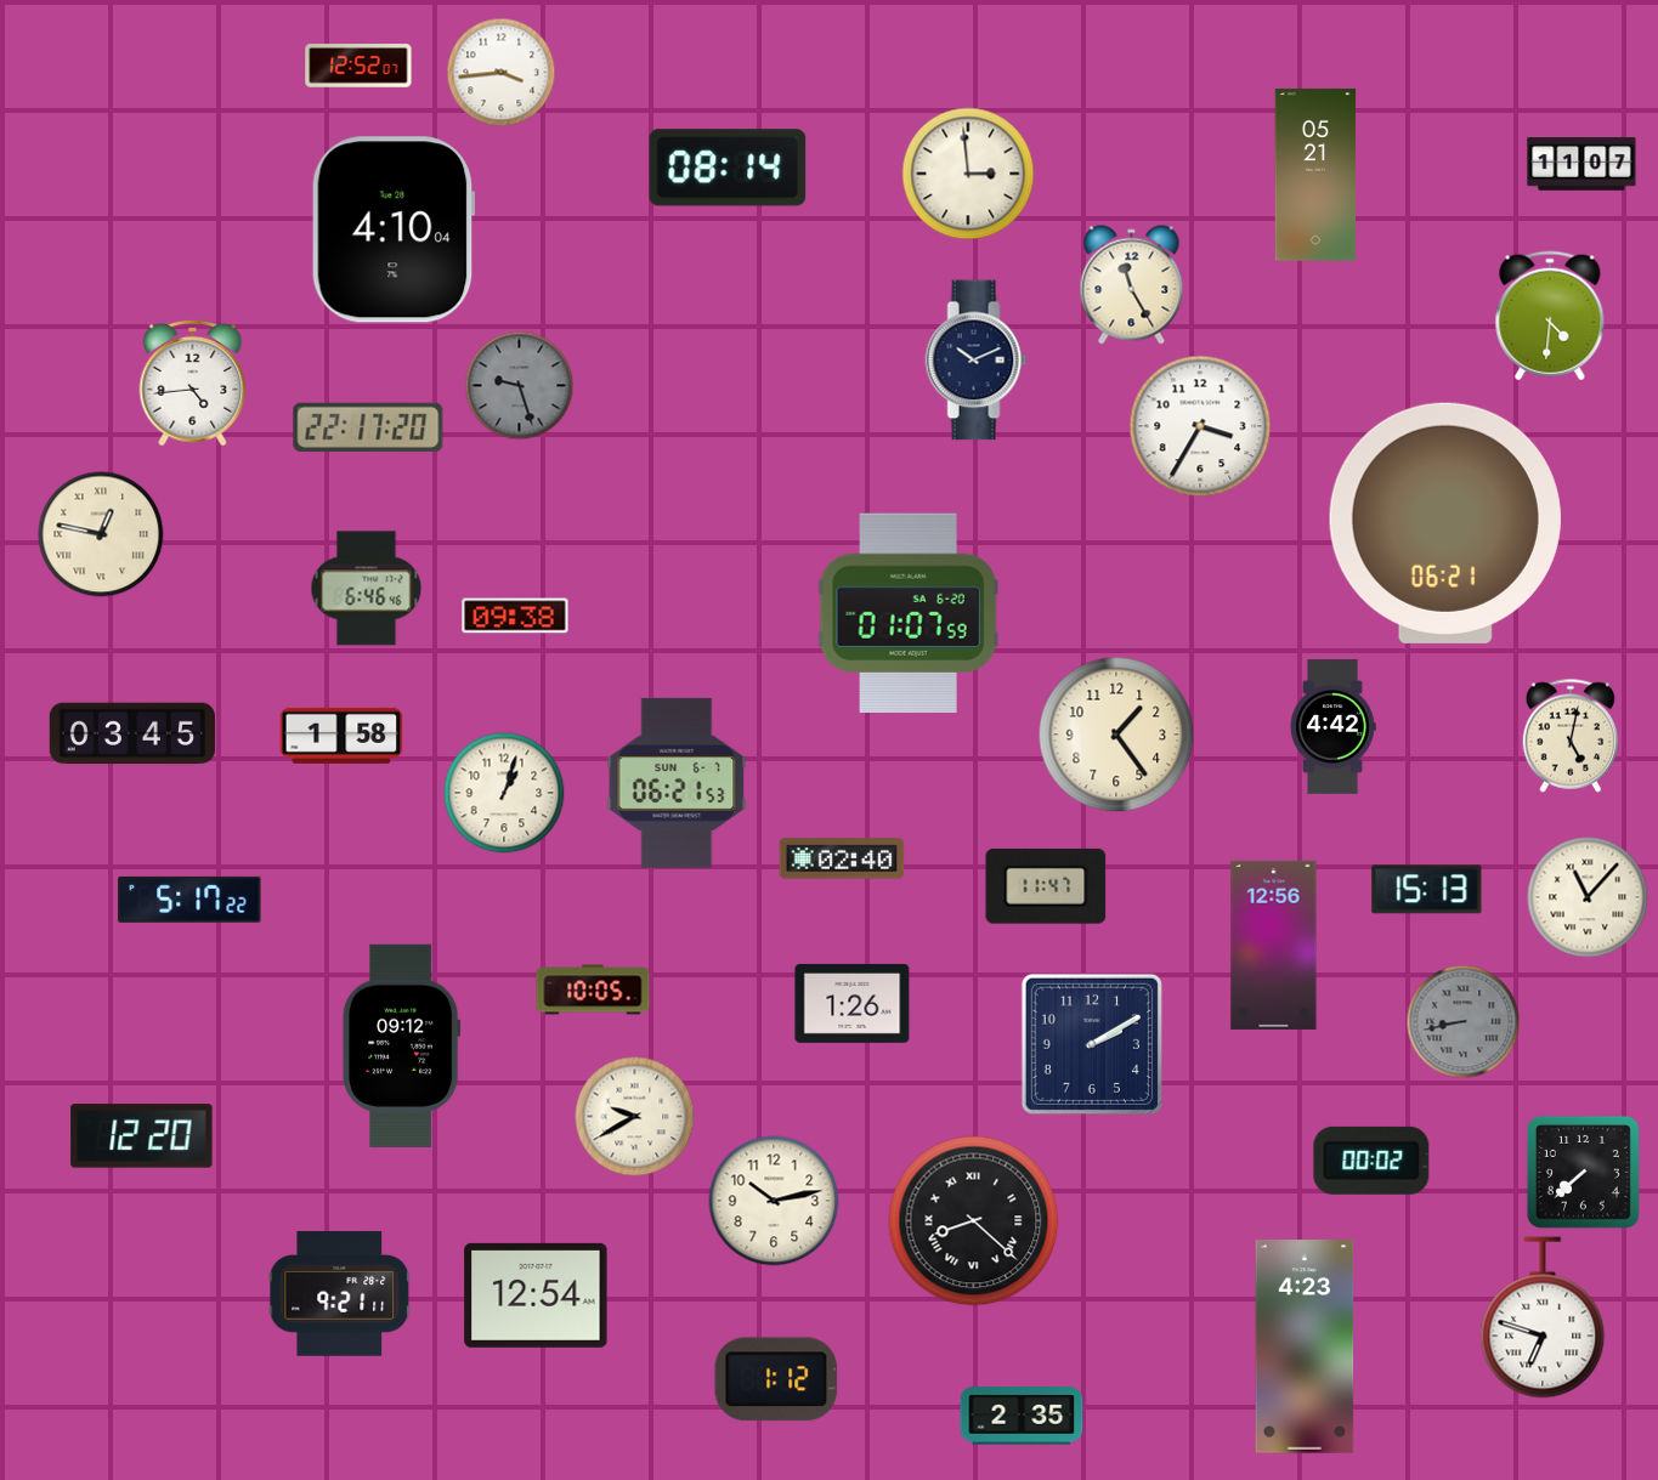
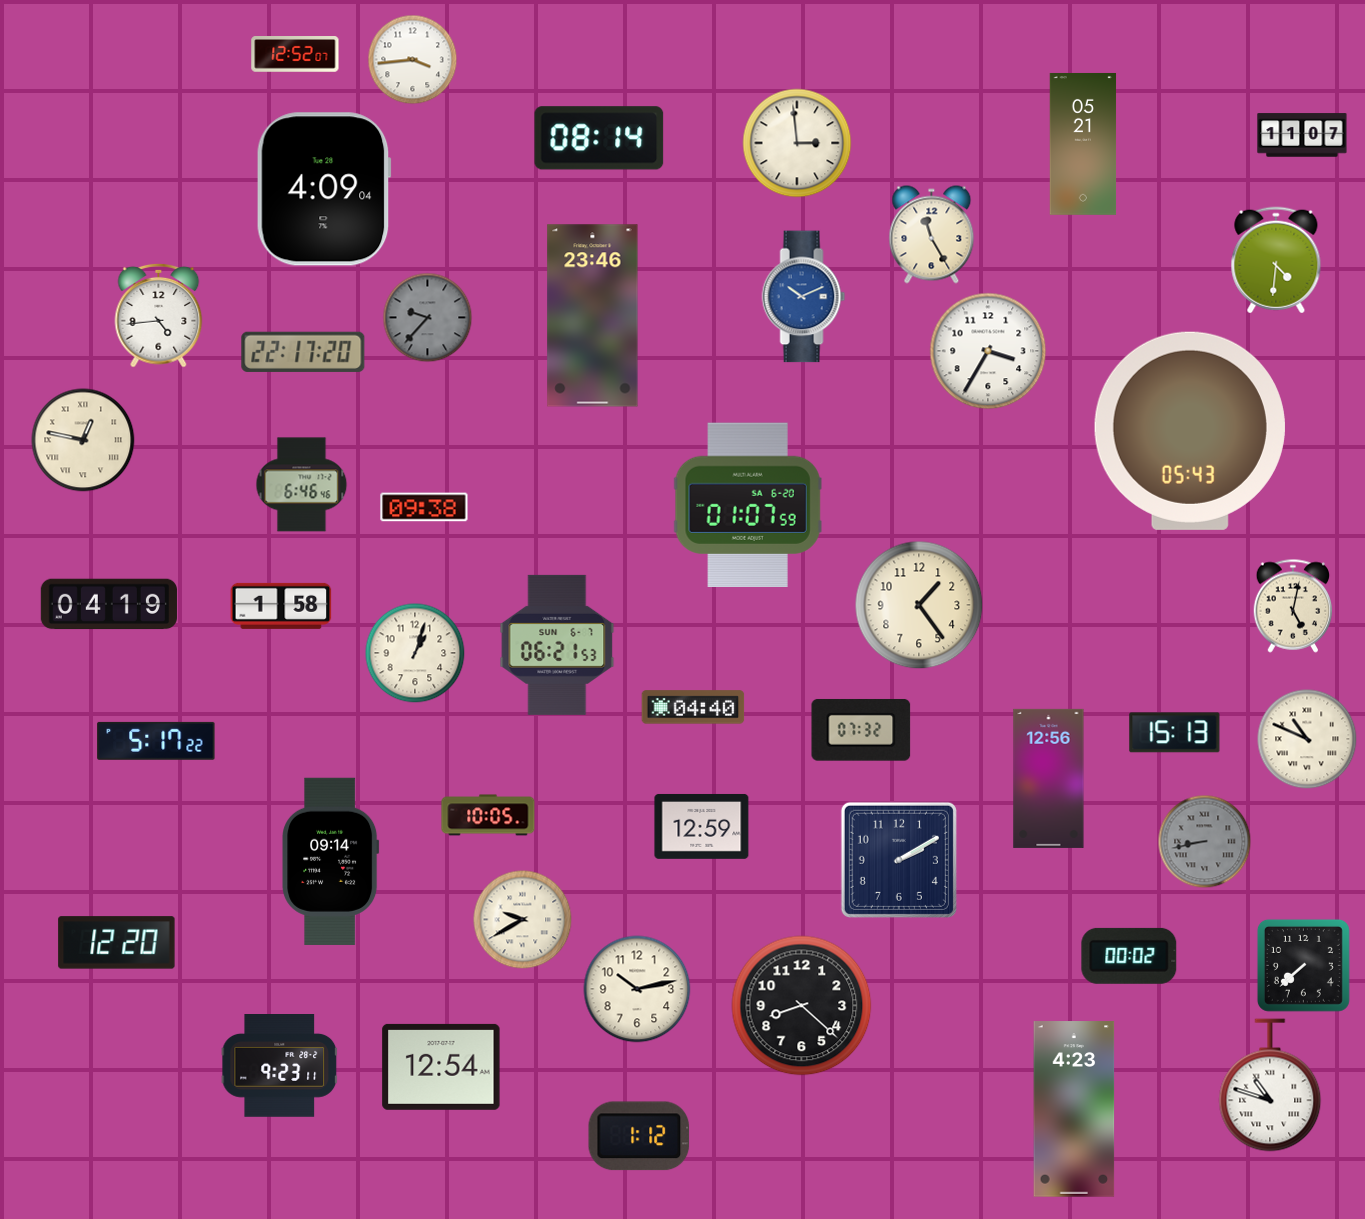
clock at (394, 229): 4:10 -> 4:09
clock at (977, 361) dial: navy -> blue
clock at (593, 316): none -> 23:46
clock at (520, 386): 9:27 -> 9:37
clock at (1445, 523): 06:21 -> 05:43
clock at (1332, 727): 4:42 -> none
clock at (132, 733): 03:45 -> 04:19
clock at (842, 858): 02:40 -> 04:40
clock at (1046, 886): 11:47 -> 07:32
clock at (1588, 897): 11:07 -> 10:49
clock at (853, 1003): 1:26 -> 12:59
clock at (402, 1045): 09:12 -> 09:14
clock at (142, 1136) position: (142, 1136) -> (117, 943)
clock at (974, 1221) numerals: Roman -> Arabic
clock at (340, 1294): 9:21 -> 9:23
clock at (1543, 1317): 6:48 -> 10:48
clock at (1022, 1416): 2:35 -> none
